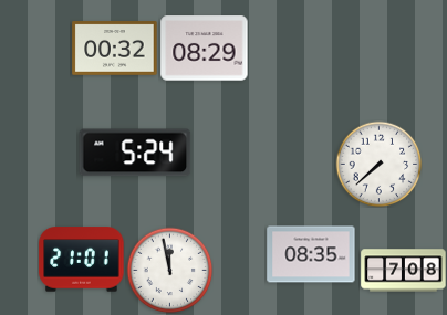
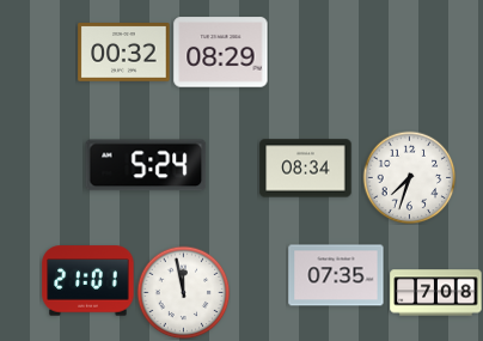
clock at (306, 169): none -> 08:34
clock at (378, 164): 7:38 -> 7:33
clock at (311, 254): 08:35 -> 07:35
